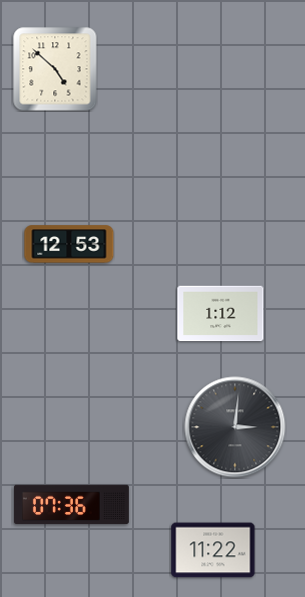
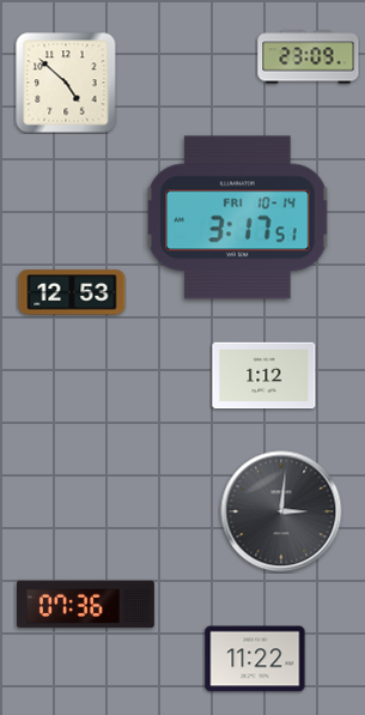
clock at (309, 57): none -> 23:09
clock at (238, 218): none -> 3:17
clock at (69, 244) position: (69, 244) -> (72, 292)
